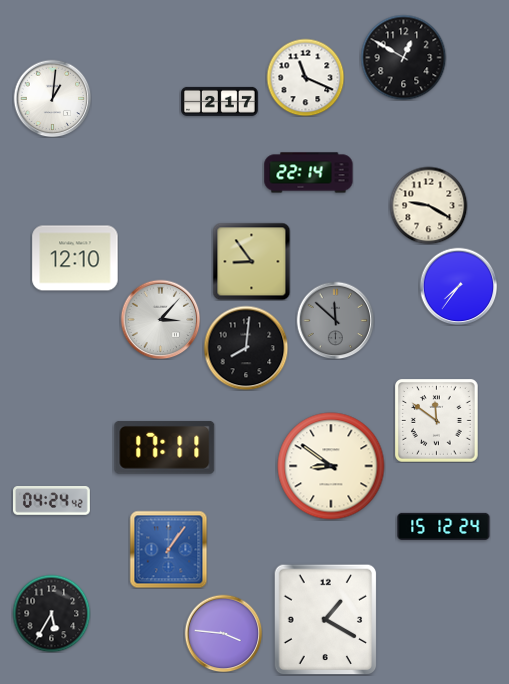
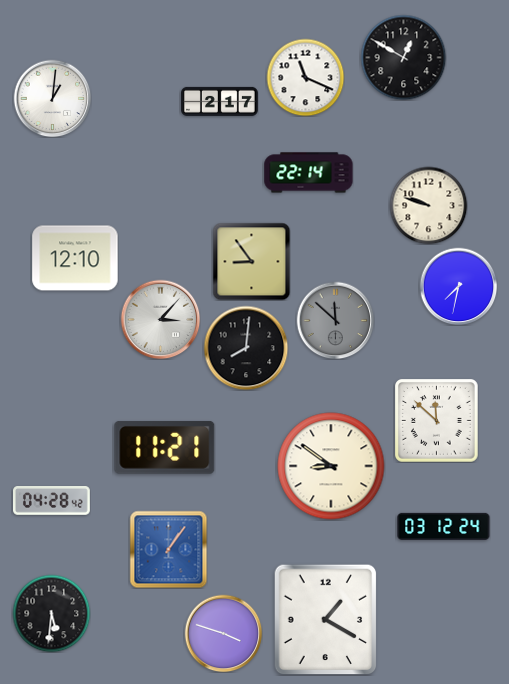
clock at (428, 205): 9:20 -> 9:48
clock at (458, 286): 7:36 -> 7:32
clock at (437, 421): 11:51 -> 11:52
clock at (165, 447): 17:11 -> 11:21
clock at (52, 501): 04:24 -> 04:28
clock at (444, 526): 15:12 -> 03:12
clock at (51, 613): 5:35 -> 5:31
clock at (223, 633): 3:46 -> 3:48
